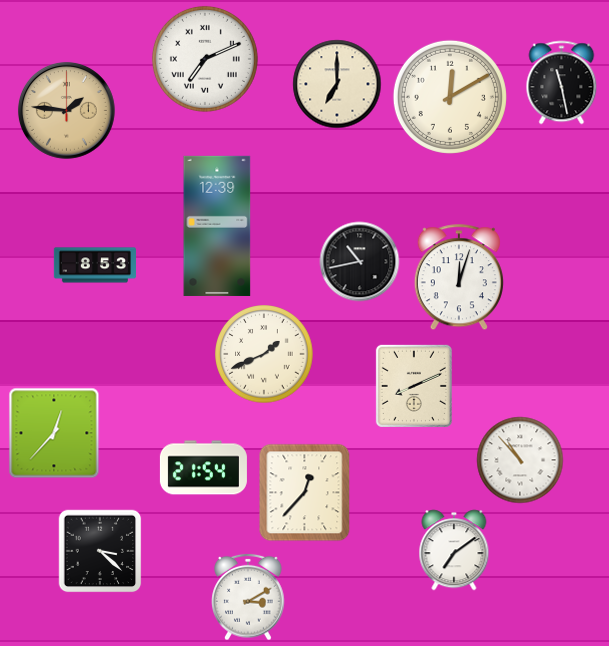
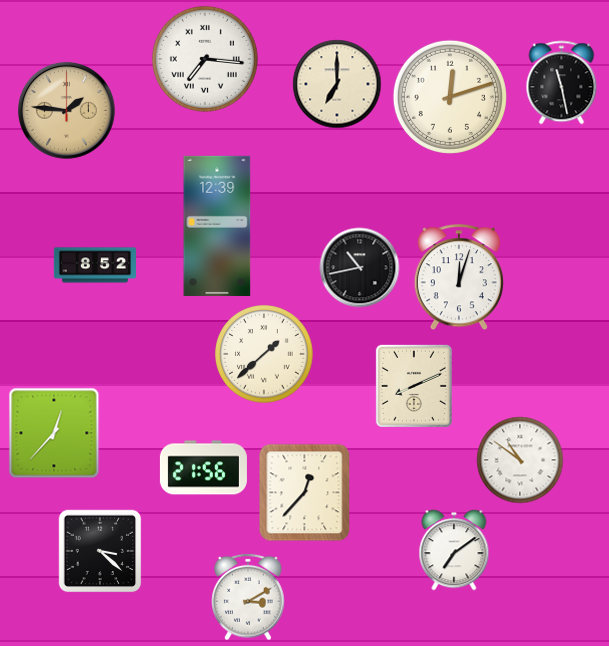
clock at (205, 59): 7:11 -> 7:16
clock at (450, 97): 12:10 -> 12:12
clock at (359, 261) position: (359, 261) -> (359, 267)
clock at (94, 265): 8:53 -> 8:52
clock at (264, 354): 1:41 -> 1:38
clock at (520, 460): 10:53 -> 10:51
clock at (203, 468): 21:54 -> 21:56
